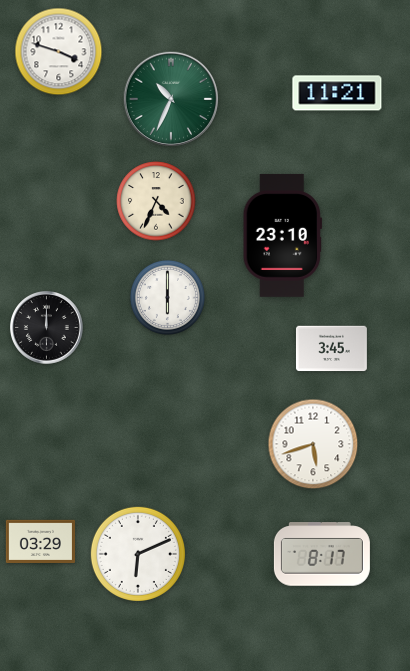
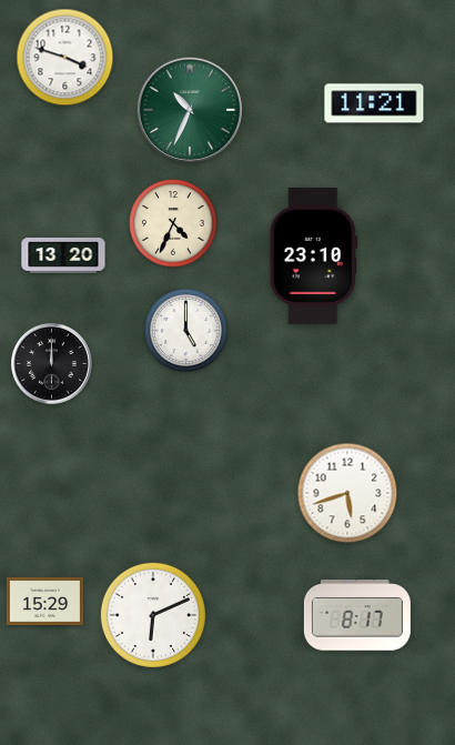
clock at (63, 256): none -> 13:20
clock at (282, 236) position: (282, 236) -> (313, 256)
clock at (167, 297): 6:00 -> 5:00
clock at (331, 349): 3:45 -> none
clock at (41, 541): 03:29 -> 15:29
